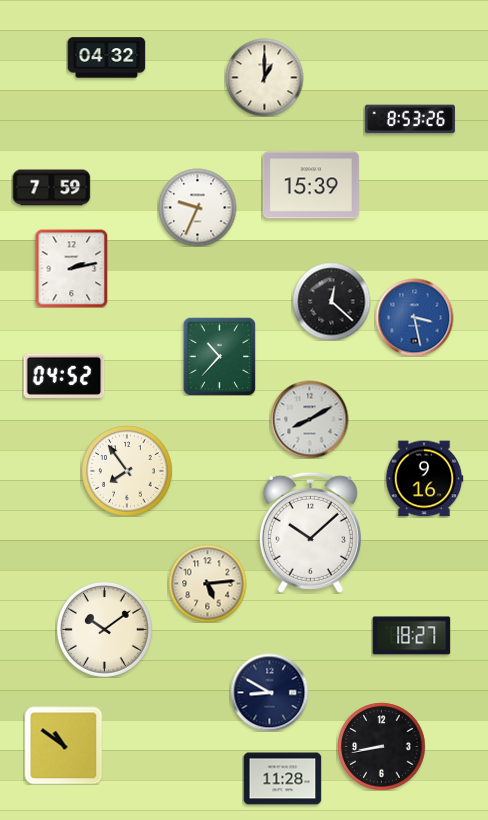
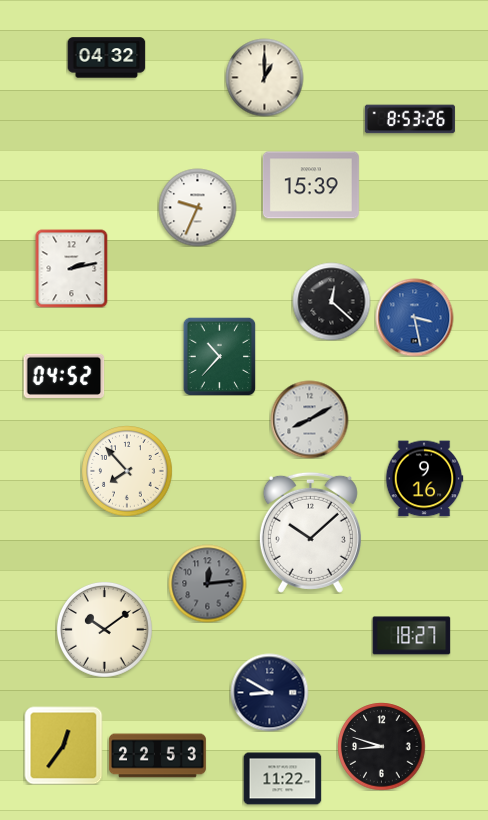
clock at (51, 188): 7:59 -> none
clock at (127, 471): 7:54 -> 7:53
clock at (207, 583): 5:14 -> 12:14
clock at (207, 583) dial: cream -> grey
clock at (63, 745): 10:51 -> 12:36
clock at (381, 746): 8:43 -> 8:48
clock at (157, 756): none -> 22:53
clock at (282, 779): 11:28 -> 11:22
